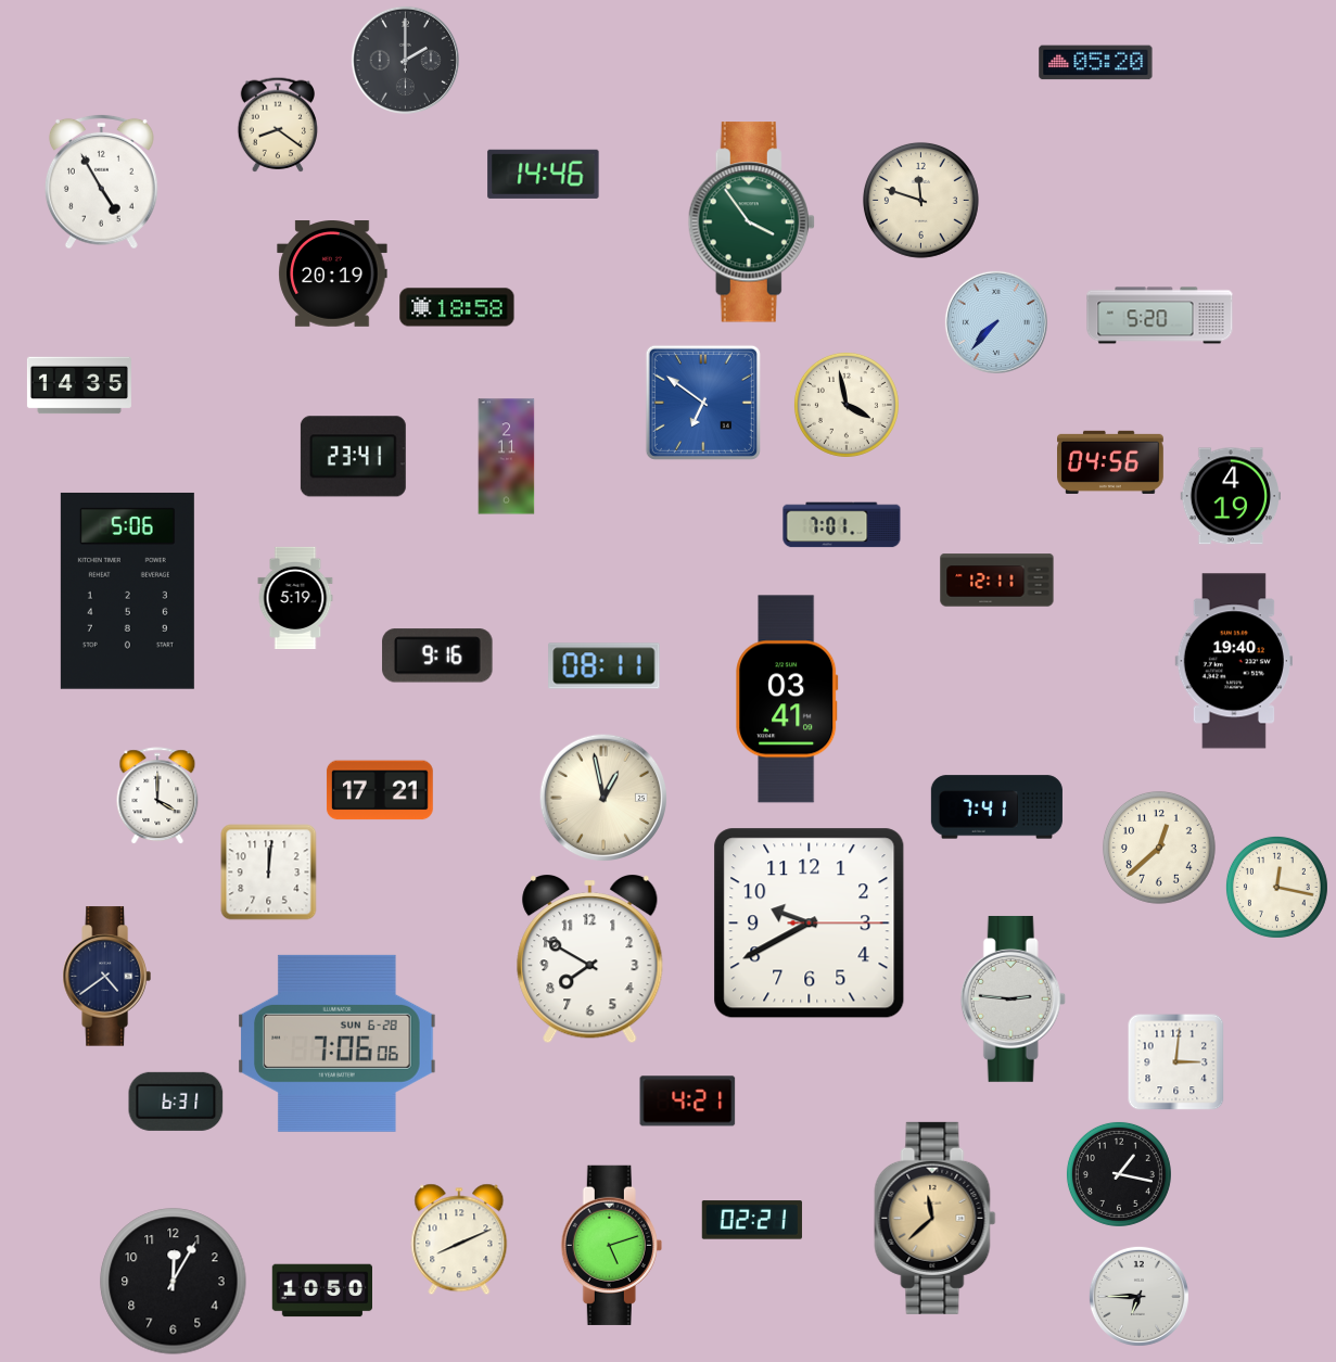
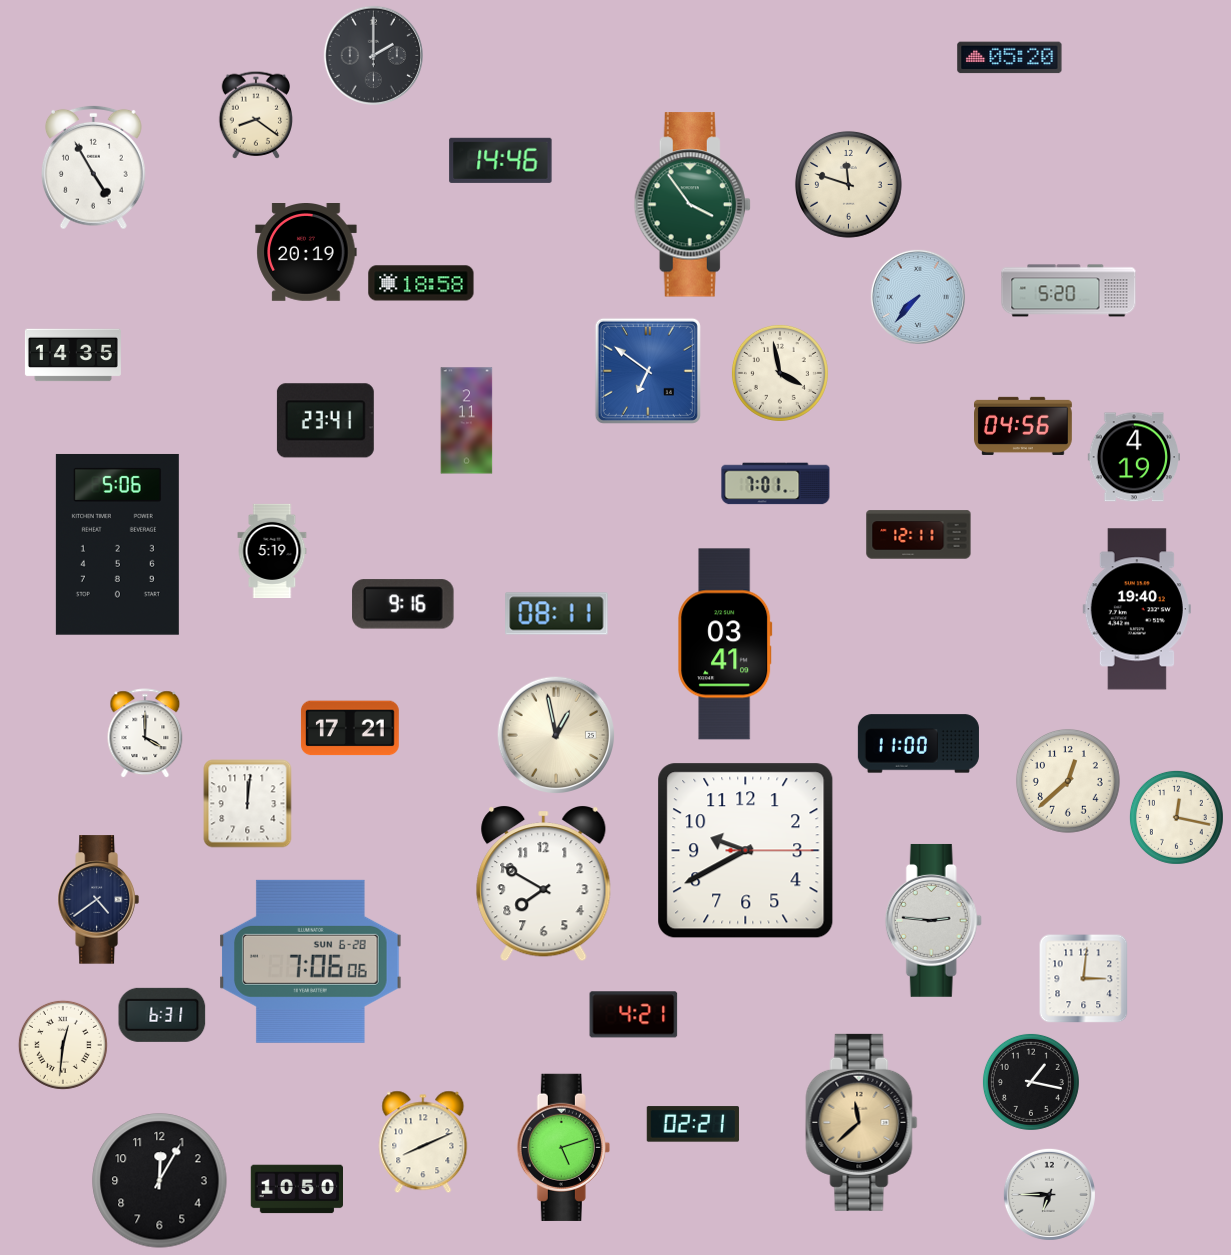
clock at (996, 807): 7:41 -> 11:00
clock at (63, 1045): none -> 12:31
